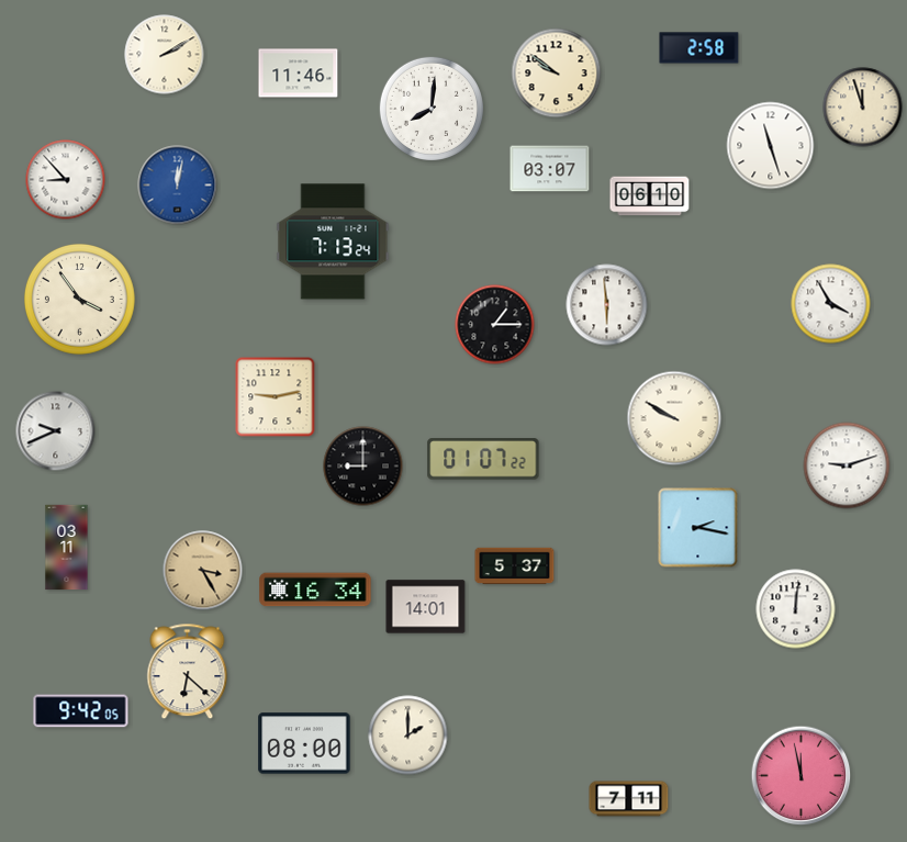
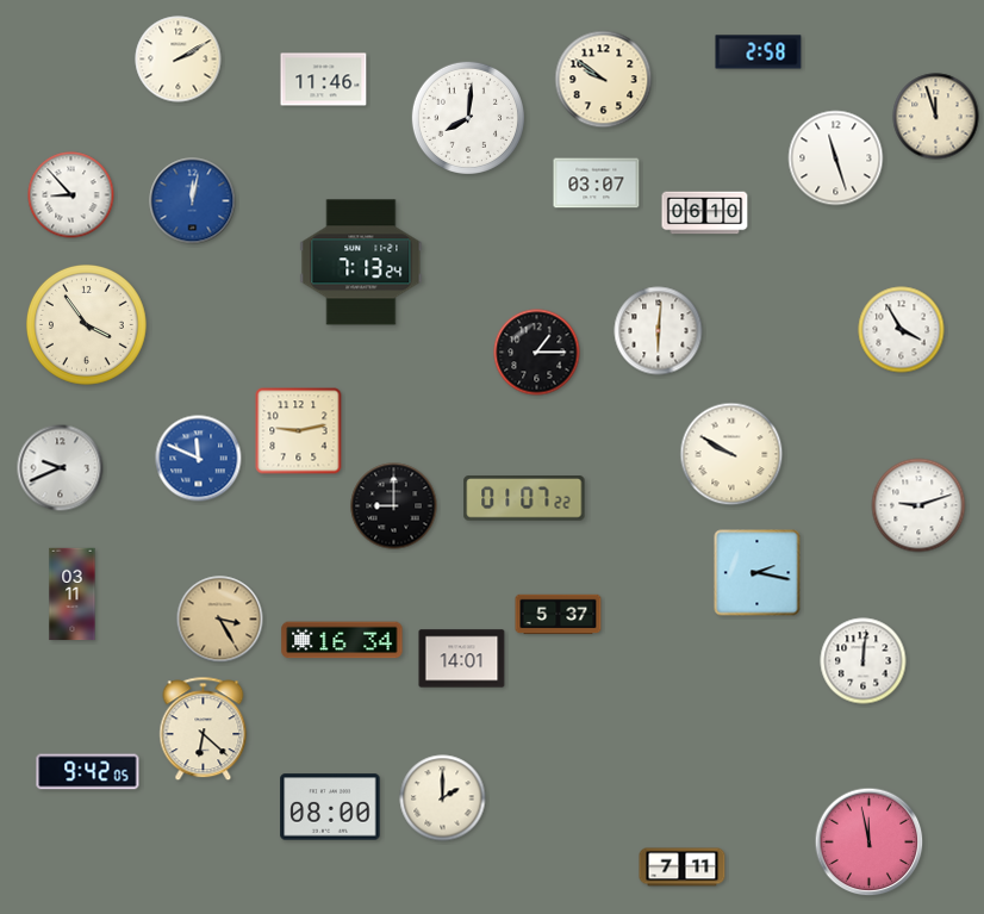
clock at (607, 305): 5:59 -> 6:01
clock at (199, 459): none -> 11:49
